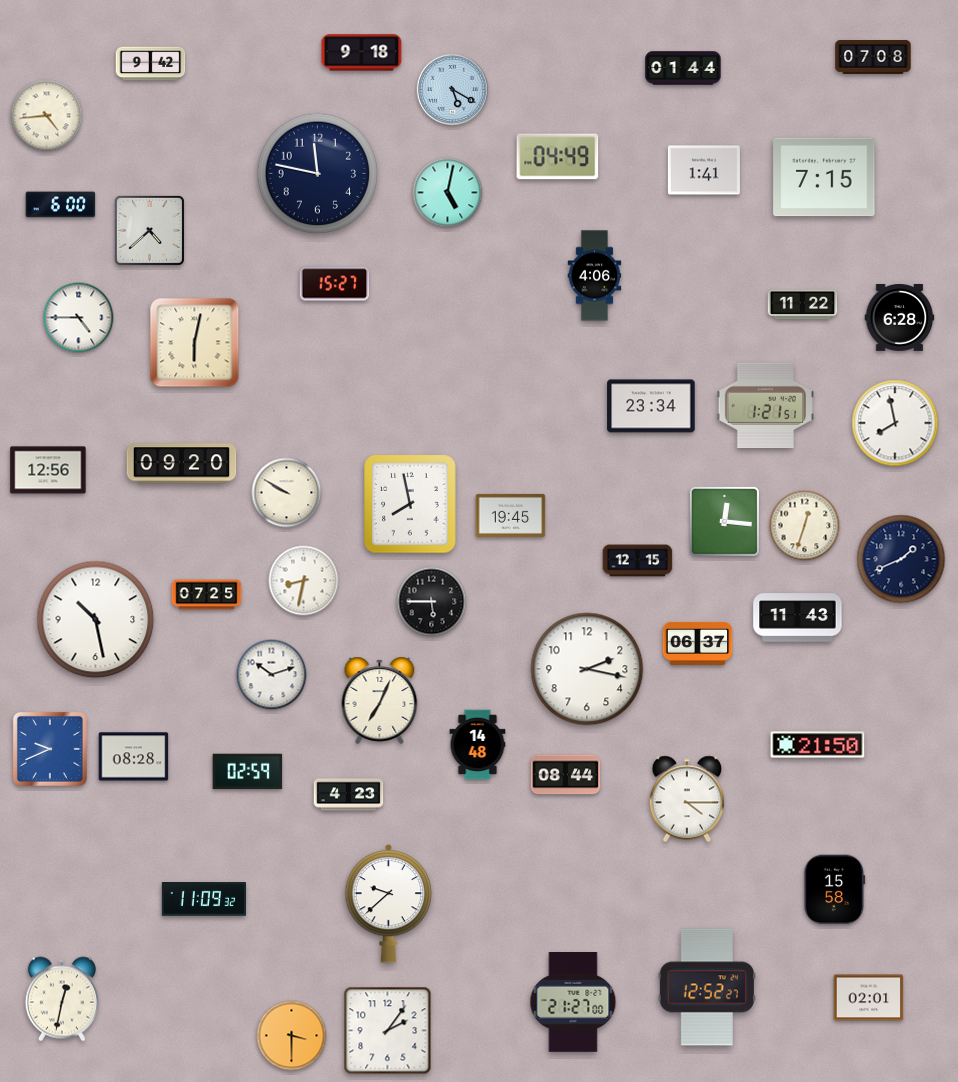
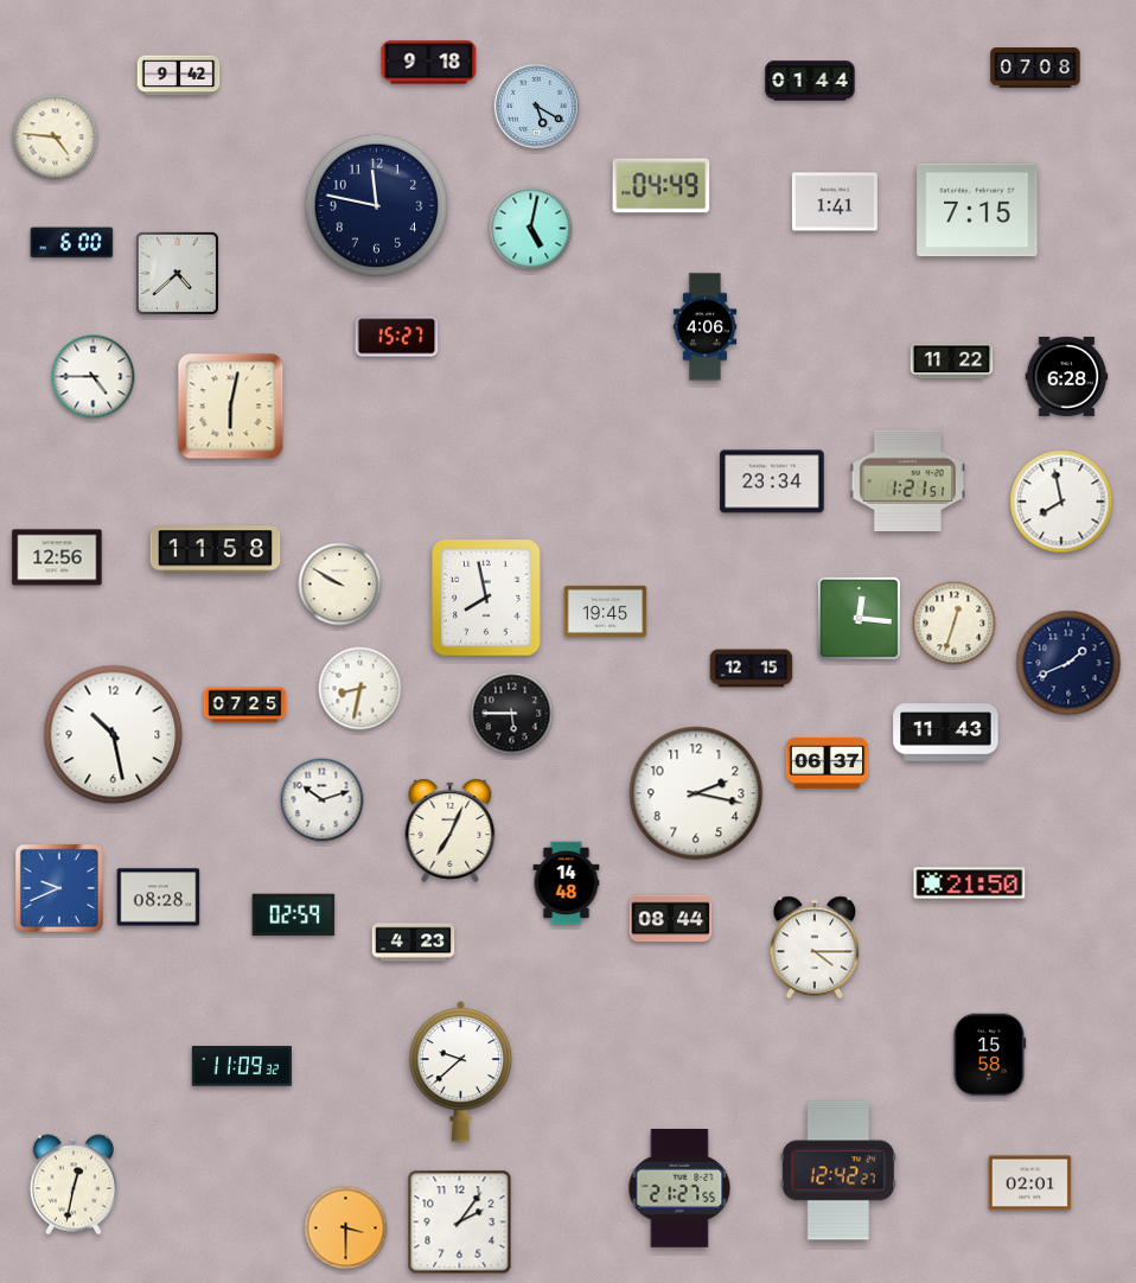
clock at (47, 116): 4:44 -> 4:46
clock at (182, 464): 09:20 -> 11:58
clock at (638, 561) position: (638, 561) -> (752, 669)
clock at (707, 987): 12:52 -> 12:42
clock at (573, 1003): 21:27:00 -> 21:27:55
